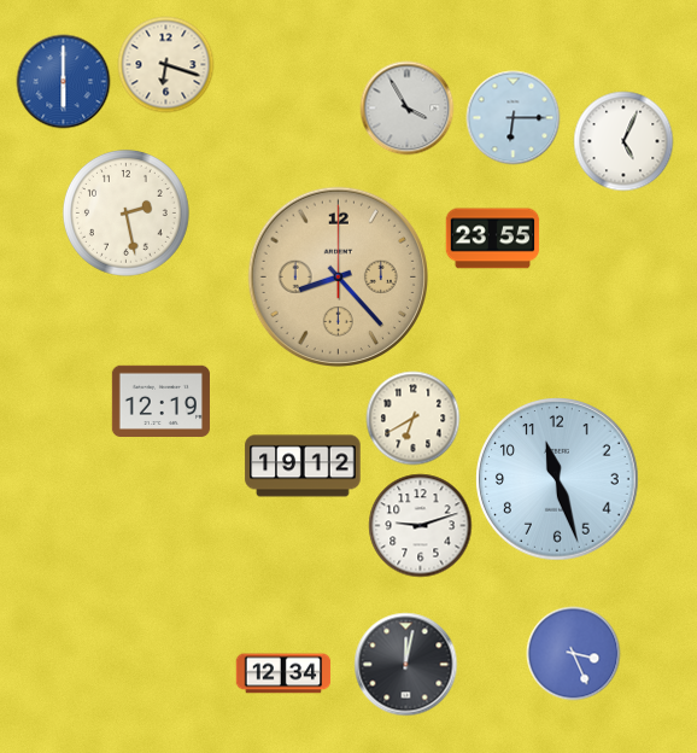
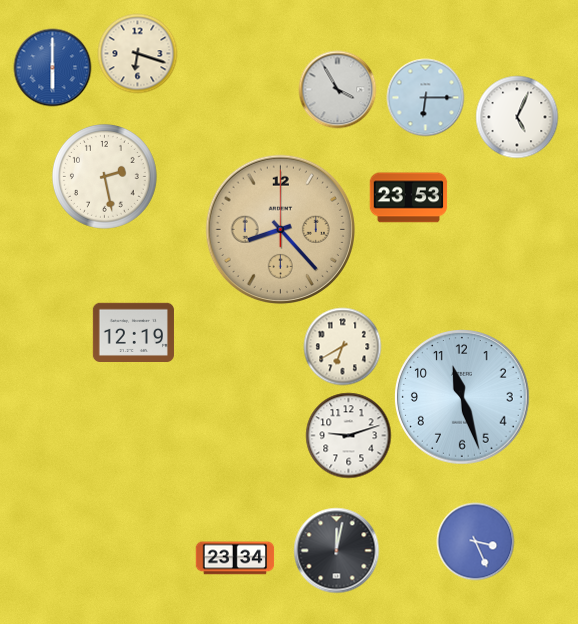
clock at (492, 239): 23:55 -> 23:53
clock at (303, 466): 19:12 -> none
clock at (283, 673): 12:34 -> 23:34
